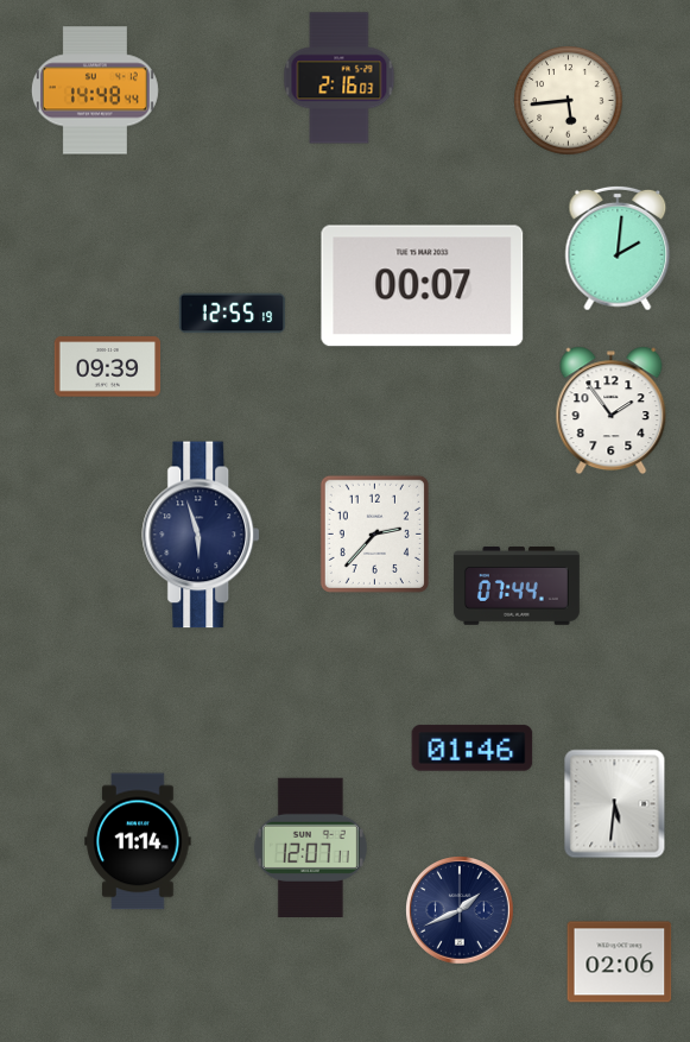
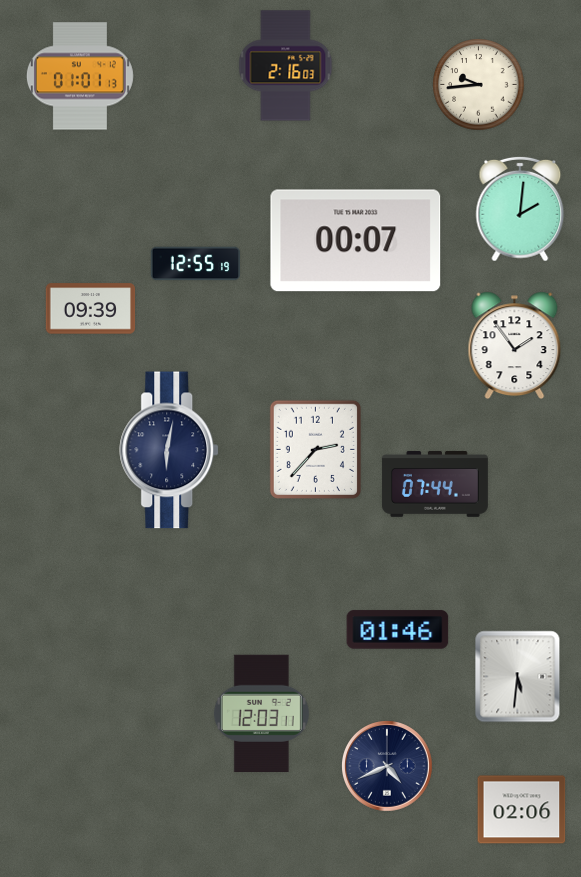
clock at (95, 90): 14:48 -> 01:01
clock at (569, 101): 5:44 -> 9:44
clock at (202, 535): 5:57 -> 6:02
clock at (517, 587) position: (517, 587) -> (435, 485)
clock at (138, 841): 11:14 -> none
clock at (310, 847): 12:07 -> 12:03
clock at (460, 911): 1:41 -> 4:41
